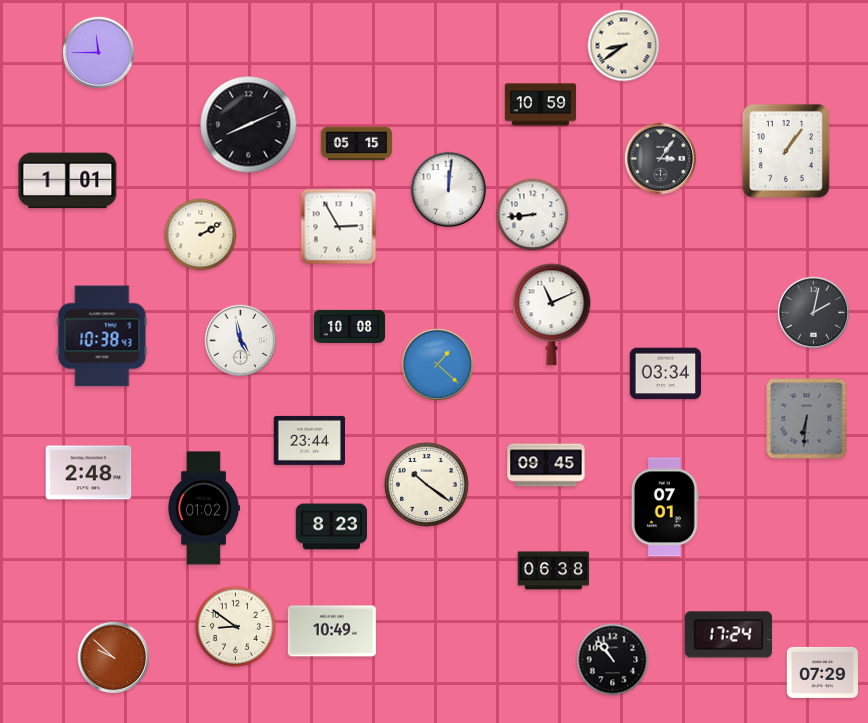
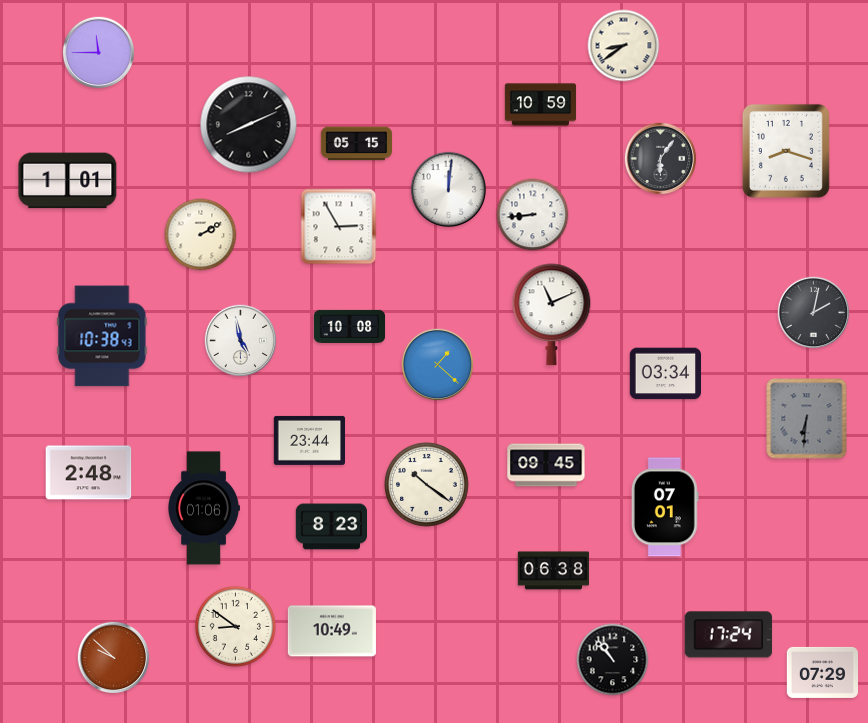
clock at (786, 151): 1:06 -> 8:18
clock at (661, 159): 3:06 -> 6:06
clock at (204, 508): 01:02 -> 01:06
